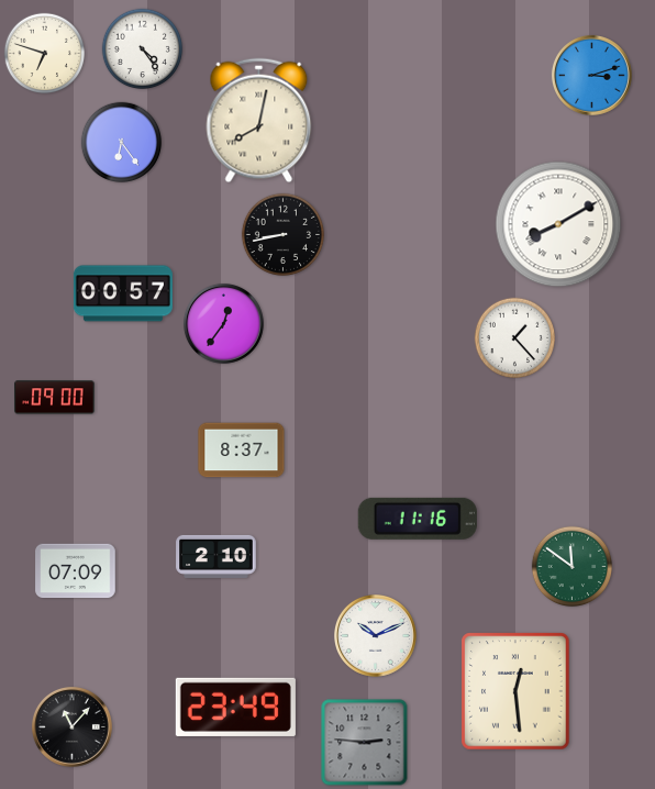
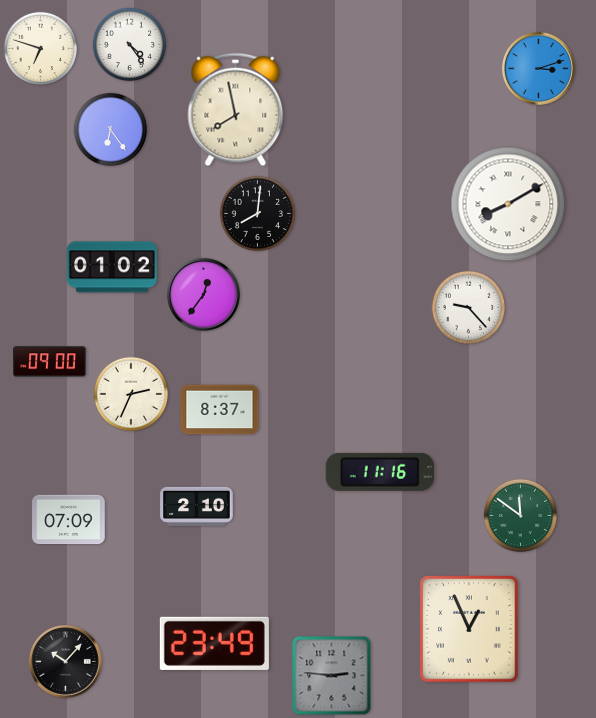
clock at (259, 121): 8:02 -> 7:58
clock at (282, 234): 8:43 -> 8:01
clock at (123, 293): 00:57 -> 01:02
clock at (515, 338): 1:23 -> 9:23
clock at (131, 394): none -> 2:34
clock at (376, 636): 10:11 -> none
clock at (515, 691): 12:29 -> 12:56
clock at (71, 726): 11:07 -> 10:07
